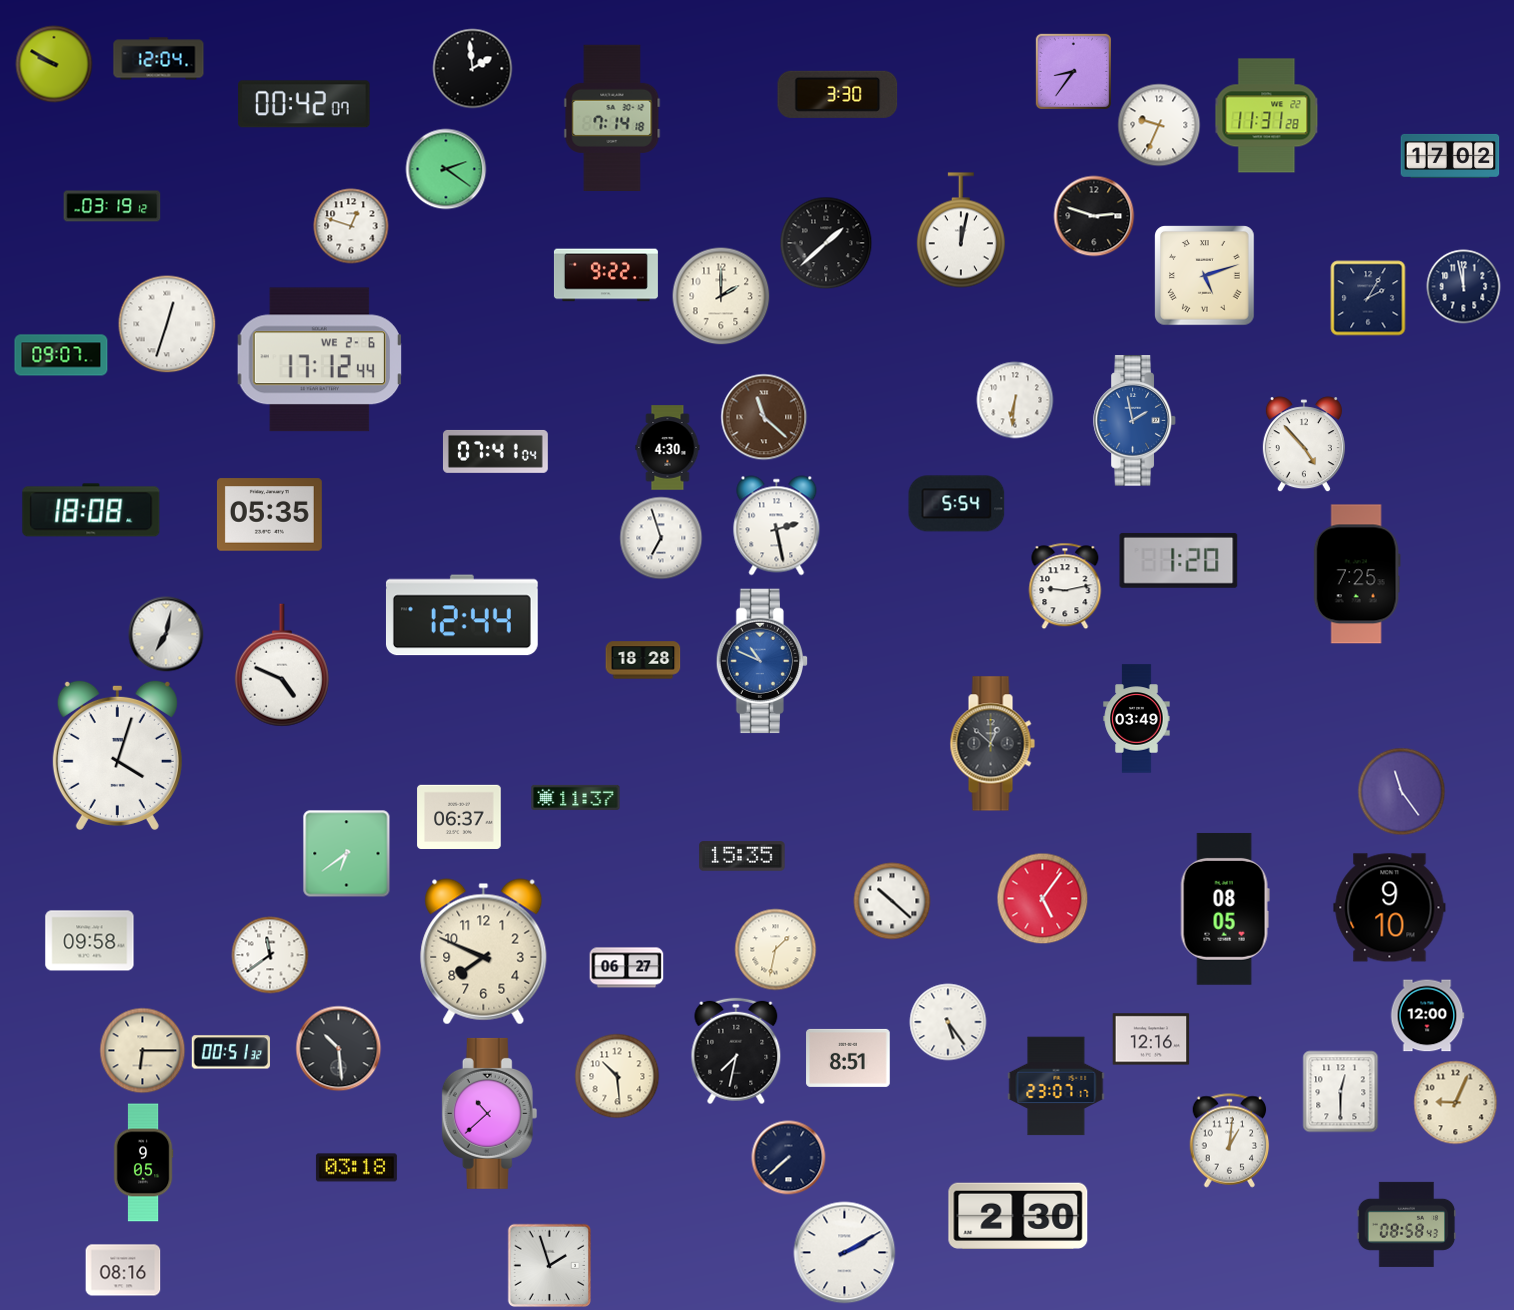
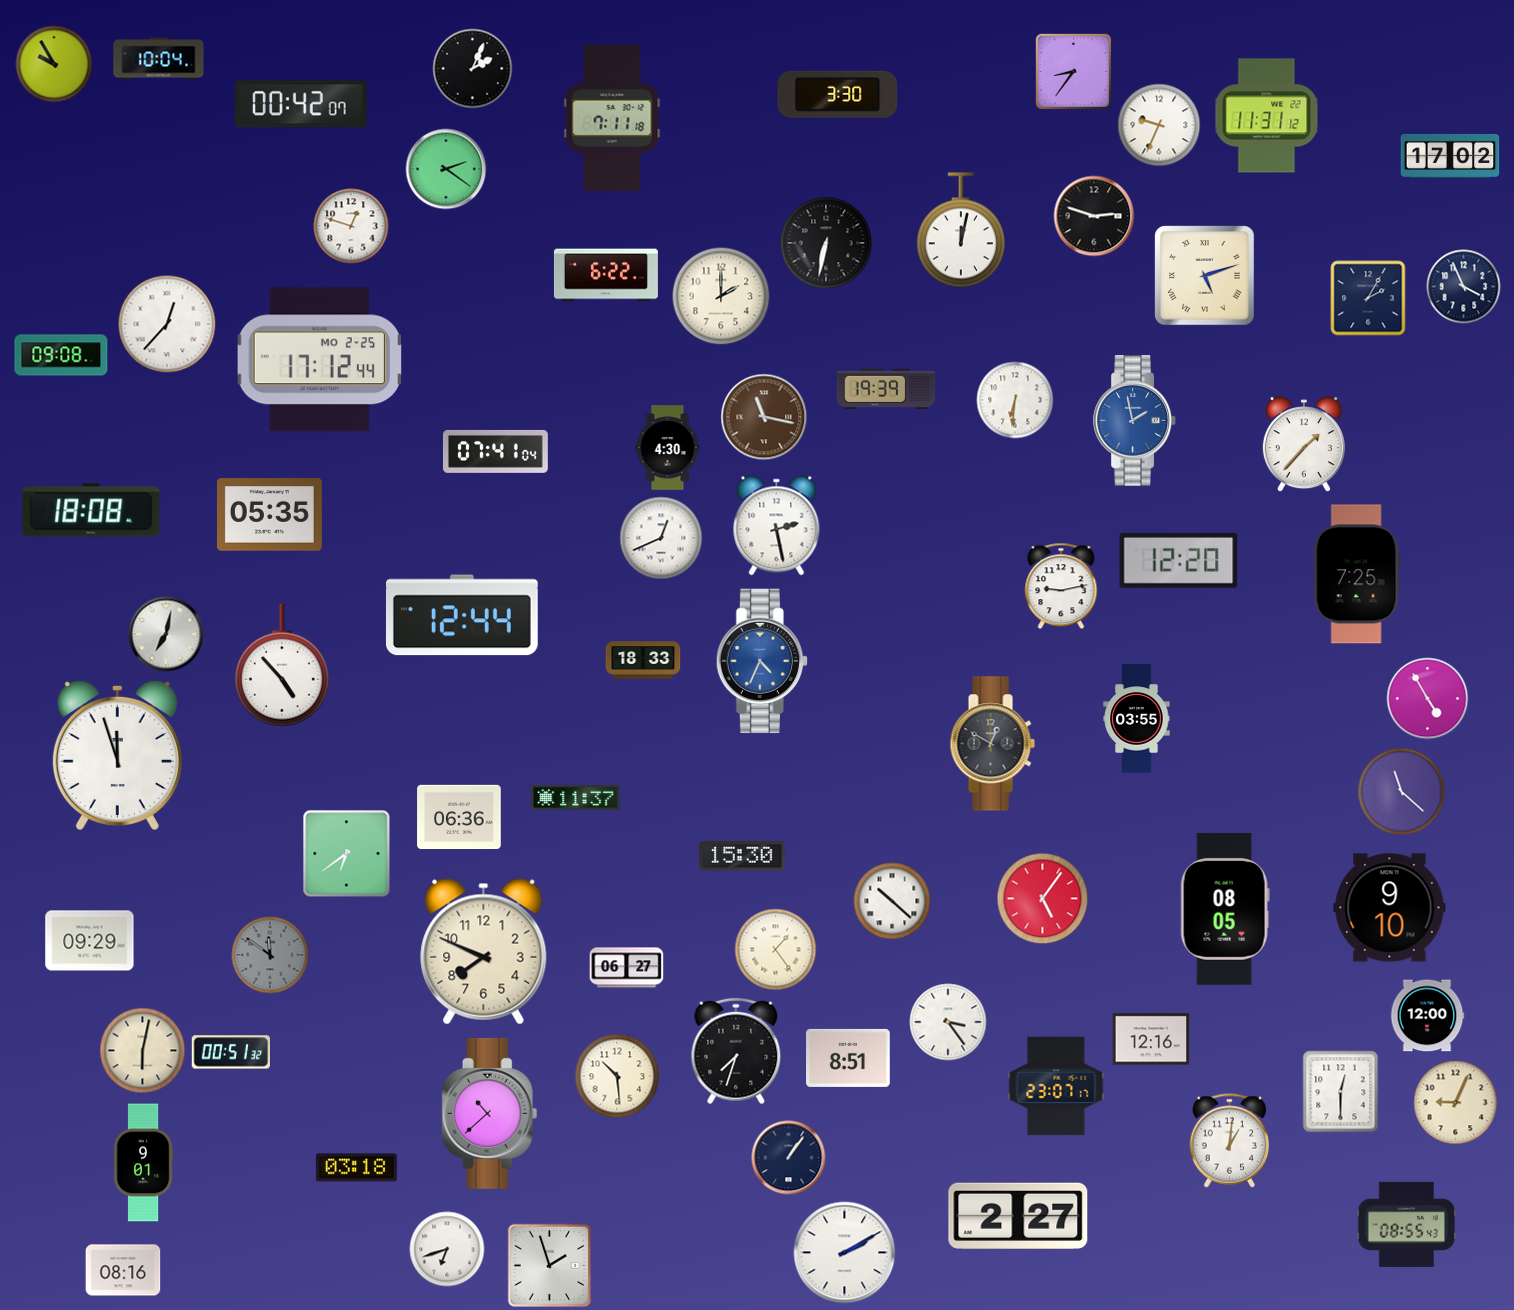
clock at (159, 59): 12:04 -> 10:04
clock at (54, 64): 9:50 -> 9:55
clock at (473, 69): 1:59 -> 2:04
clock at (304, 104) position: (304, 104) -> (301, 104)
clock at (1267, 116): 11:31:28 -> 11:31:12
clock at (612, 117): 7:14 -> 7:11
clock at (112, 206): 03:19 -> none
clock at (826, 243): 1:38 -> 6:32
clock at (606, 275): 9:22 -> 6:22
clock at (1464, 287): 11:58 -> 3:56
clock at (167, 324): 12:33 -> 12:37
clock at (61, 355): 09:07 -> 09:08
clock at (319, 360) date: WE 2-6 -> MO 2-25
clock at (886, 389): none -> 19:39
clock at (764, 417): 11:22 -> 11:17
clock at (1304, 445): 4:53 -> 1:37
clock at (957, 504): 5:54 -> none
clock at (661, 538): 6:57 -> 12:41
clock at (1179, 560): 1:20 -> 12:20
clock at (1065, 586) position: (1065, 586) -> (1061, 586)
clock at (643, 660): 18:28 -> 18:33
clock at (762, 661): 10:49 -> 4:34
clock at (282, 665): 4:49 -> 4:53
clock at (1428, 699): none -> 4:55
clock at (1137, 719): 03:49 -> 03:55
clock at (992, 744): 12:52 -> 12:50
clock at (117, 755): 4:03 -> 11:57
clock at (1402, 792): 11:24 -> 11:22
clock at (459, 816): 06:37 -> 06:36
clock at (742, 856): 15:35 -> 15:30
clock at (90, 941): 09:58 -> 09:29
clock at (776, 950): 1:32 -> 1:24
clock at (270, 955): 11:39 -> 11:51
clock at (270, 955) dial: white -> grey
clock at (948, 1022): 5:24 -> 3:24
clock at (339, 1049): 10:29 -> none
clock at (143, 1051): 6:15 -> 6:02
clock at (736, 1051): 7:32 -> 7:33
clock at (789, 1158): 7:38 -> 1:06
clock at (143, 1163): 9:05 -> 9:01
clock at (1018, 1215): 2:30 -> 2:27
clock at (1407, 1224): 08:58 -> 08:55
clock at (447, 1249): none -> 6:42
